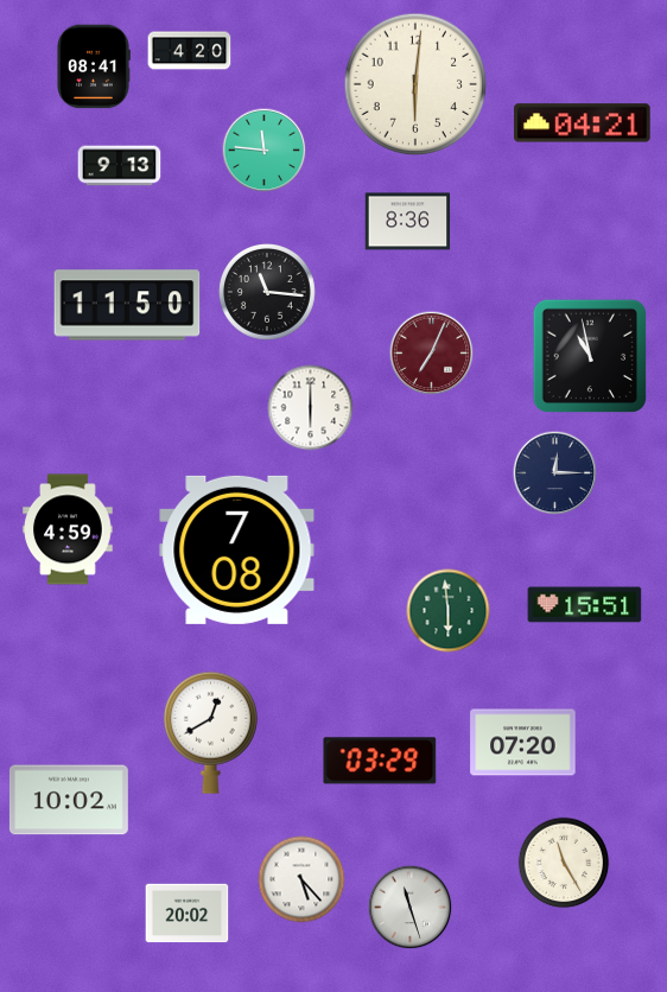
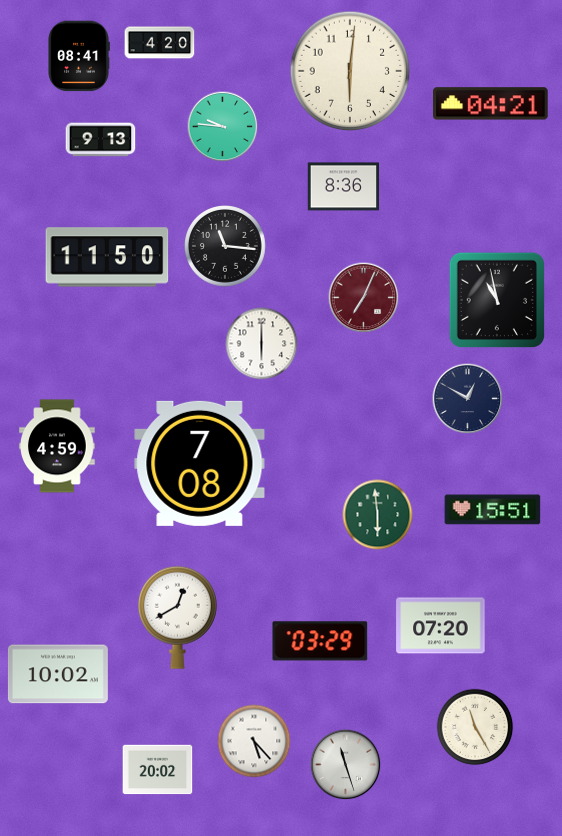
clock at (265, 151): 11:46 -> 9:46
clock at (555, 473): 12:15 -> 12:50
